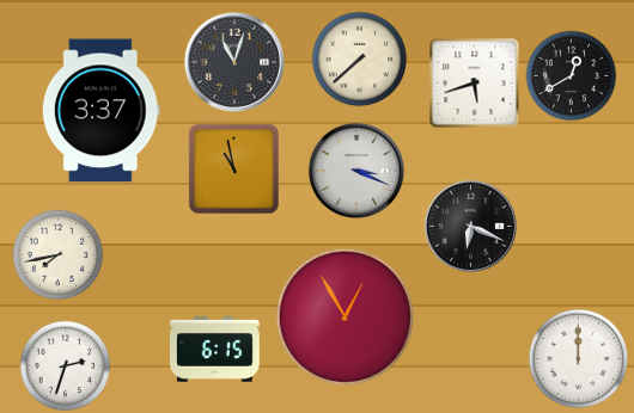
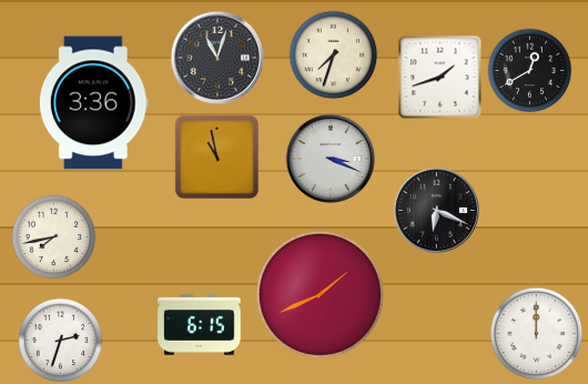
clock at (360, 60): 7:38 -> 7:33
clock at (475, 84): 5:42 -> 1:42
clock at (100, 111): 3:37 -> 3:36
clock at (345, 316): 12:55 -> 1:41
